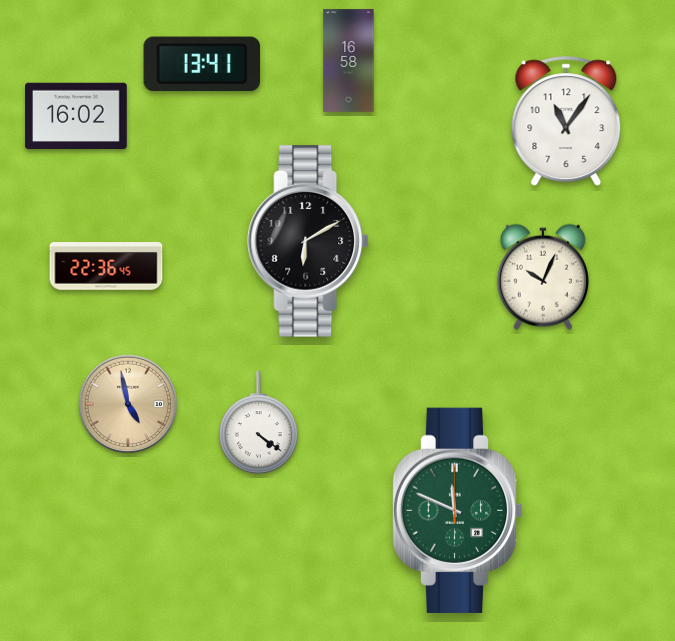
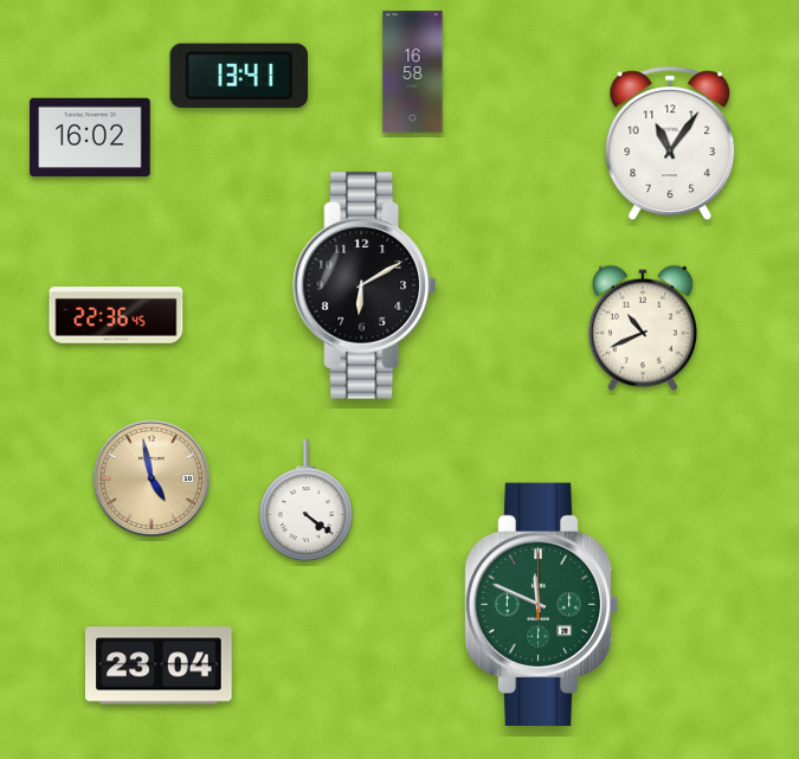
clock at (106, 266) position: (106, 266) -> (116, 315)
clock at (543, 277): 10:04 -> 10:41
clock at (160, 665): none -> 23:04
